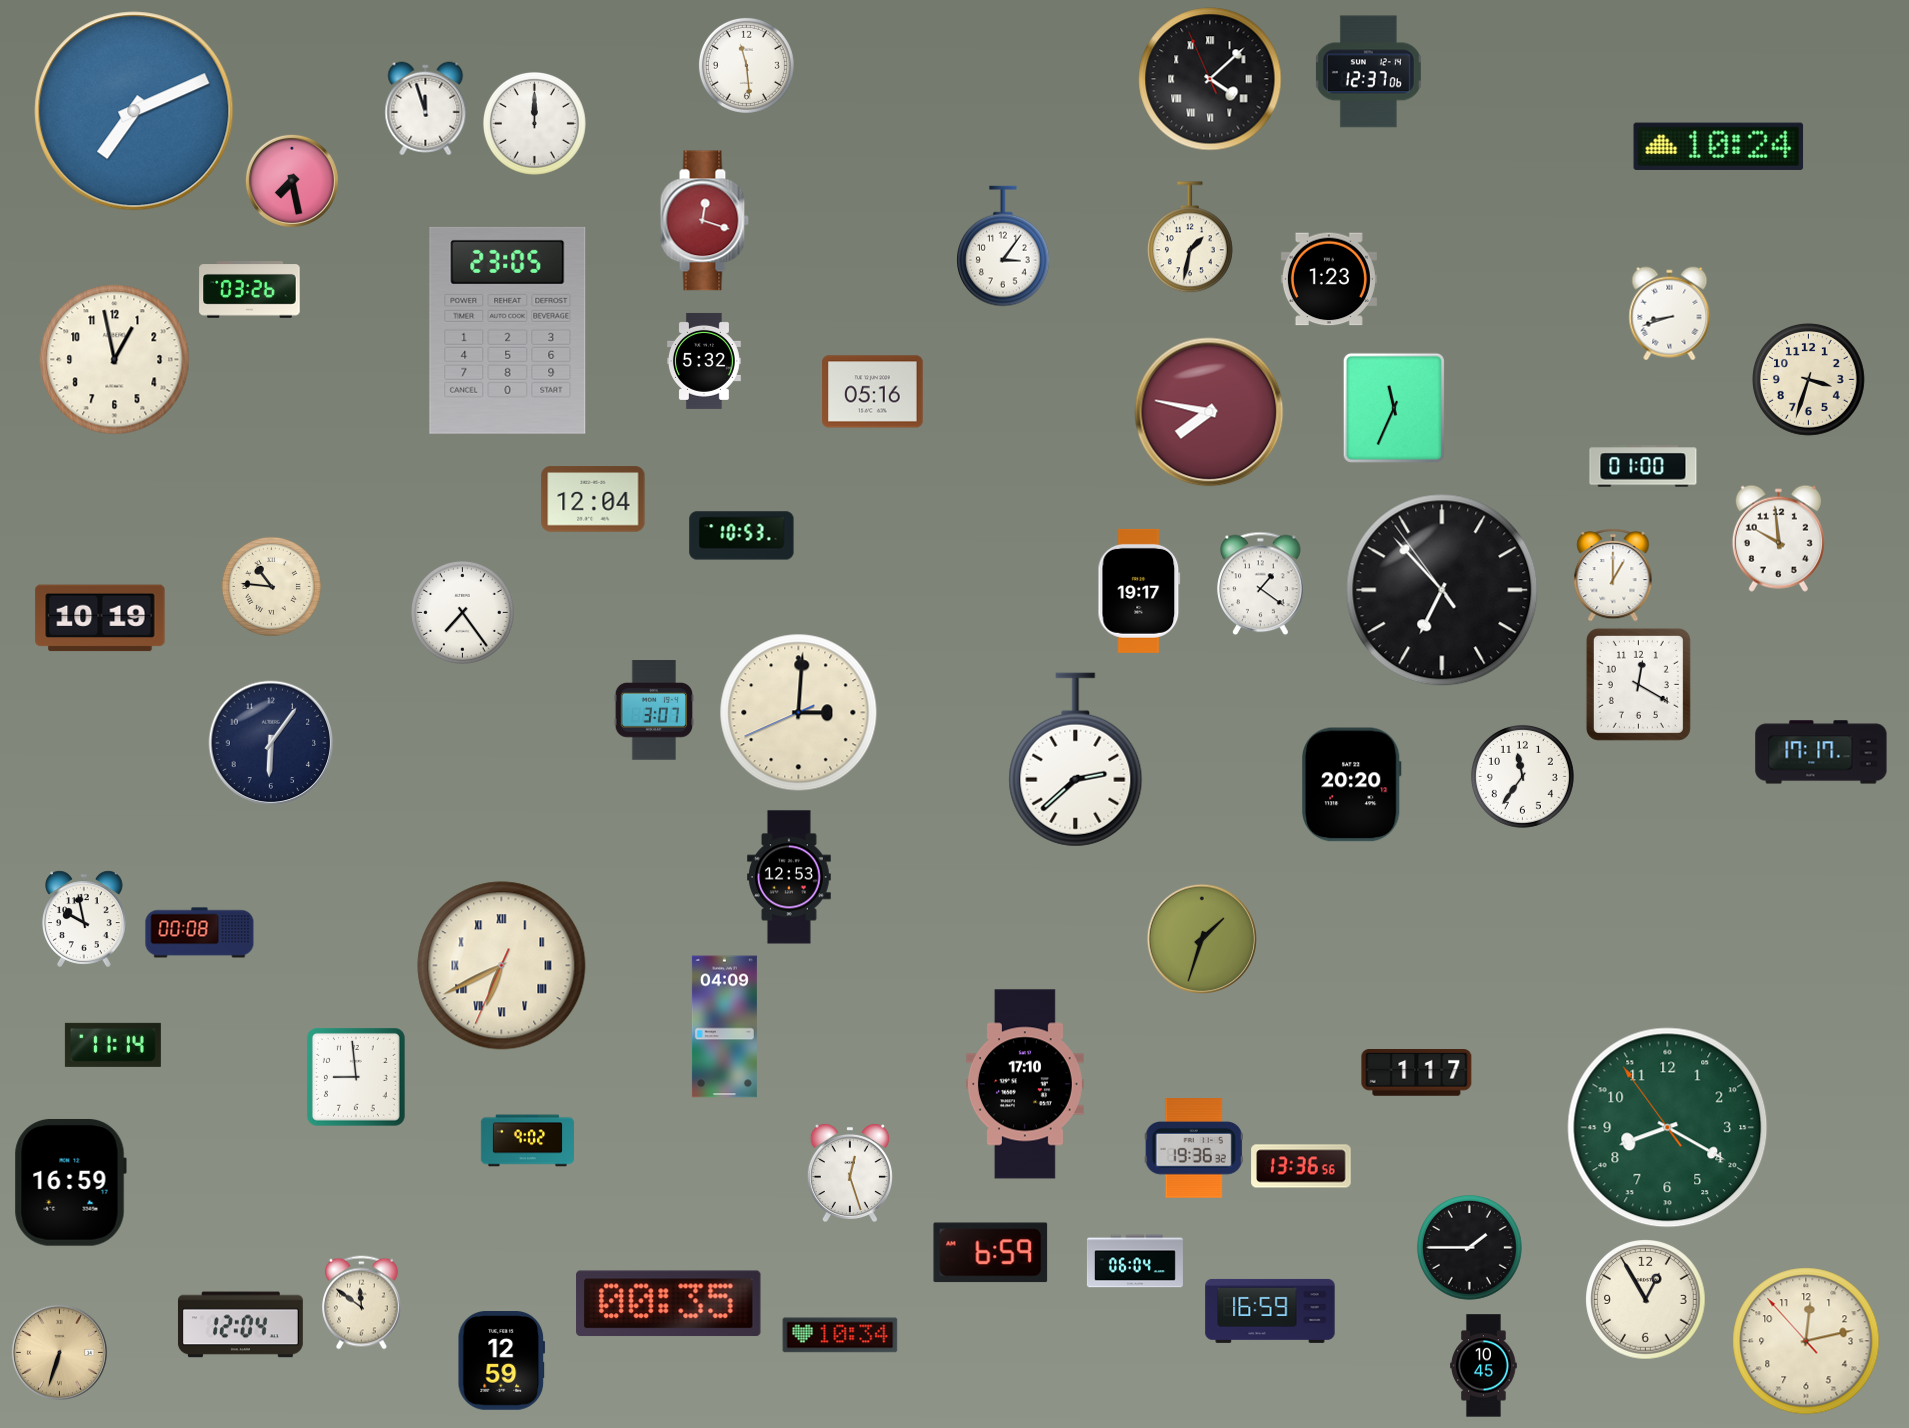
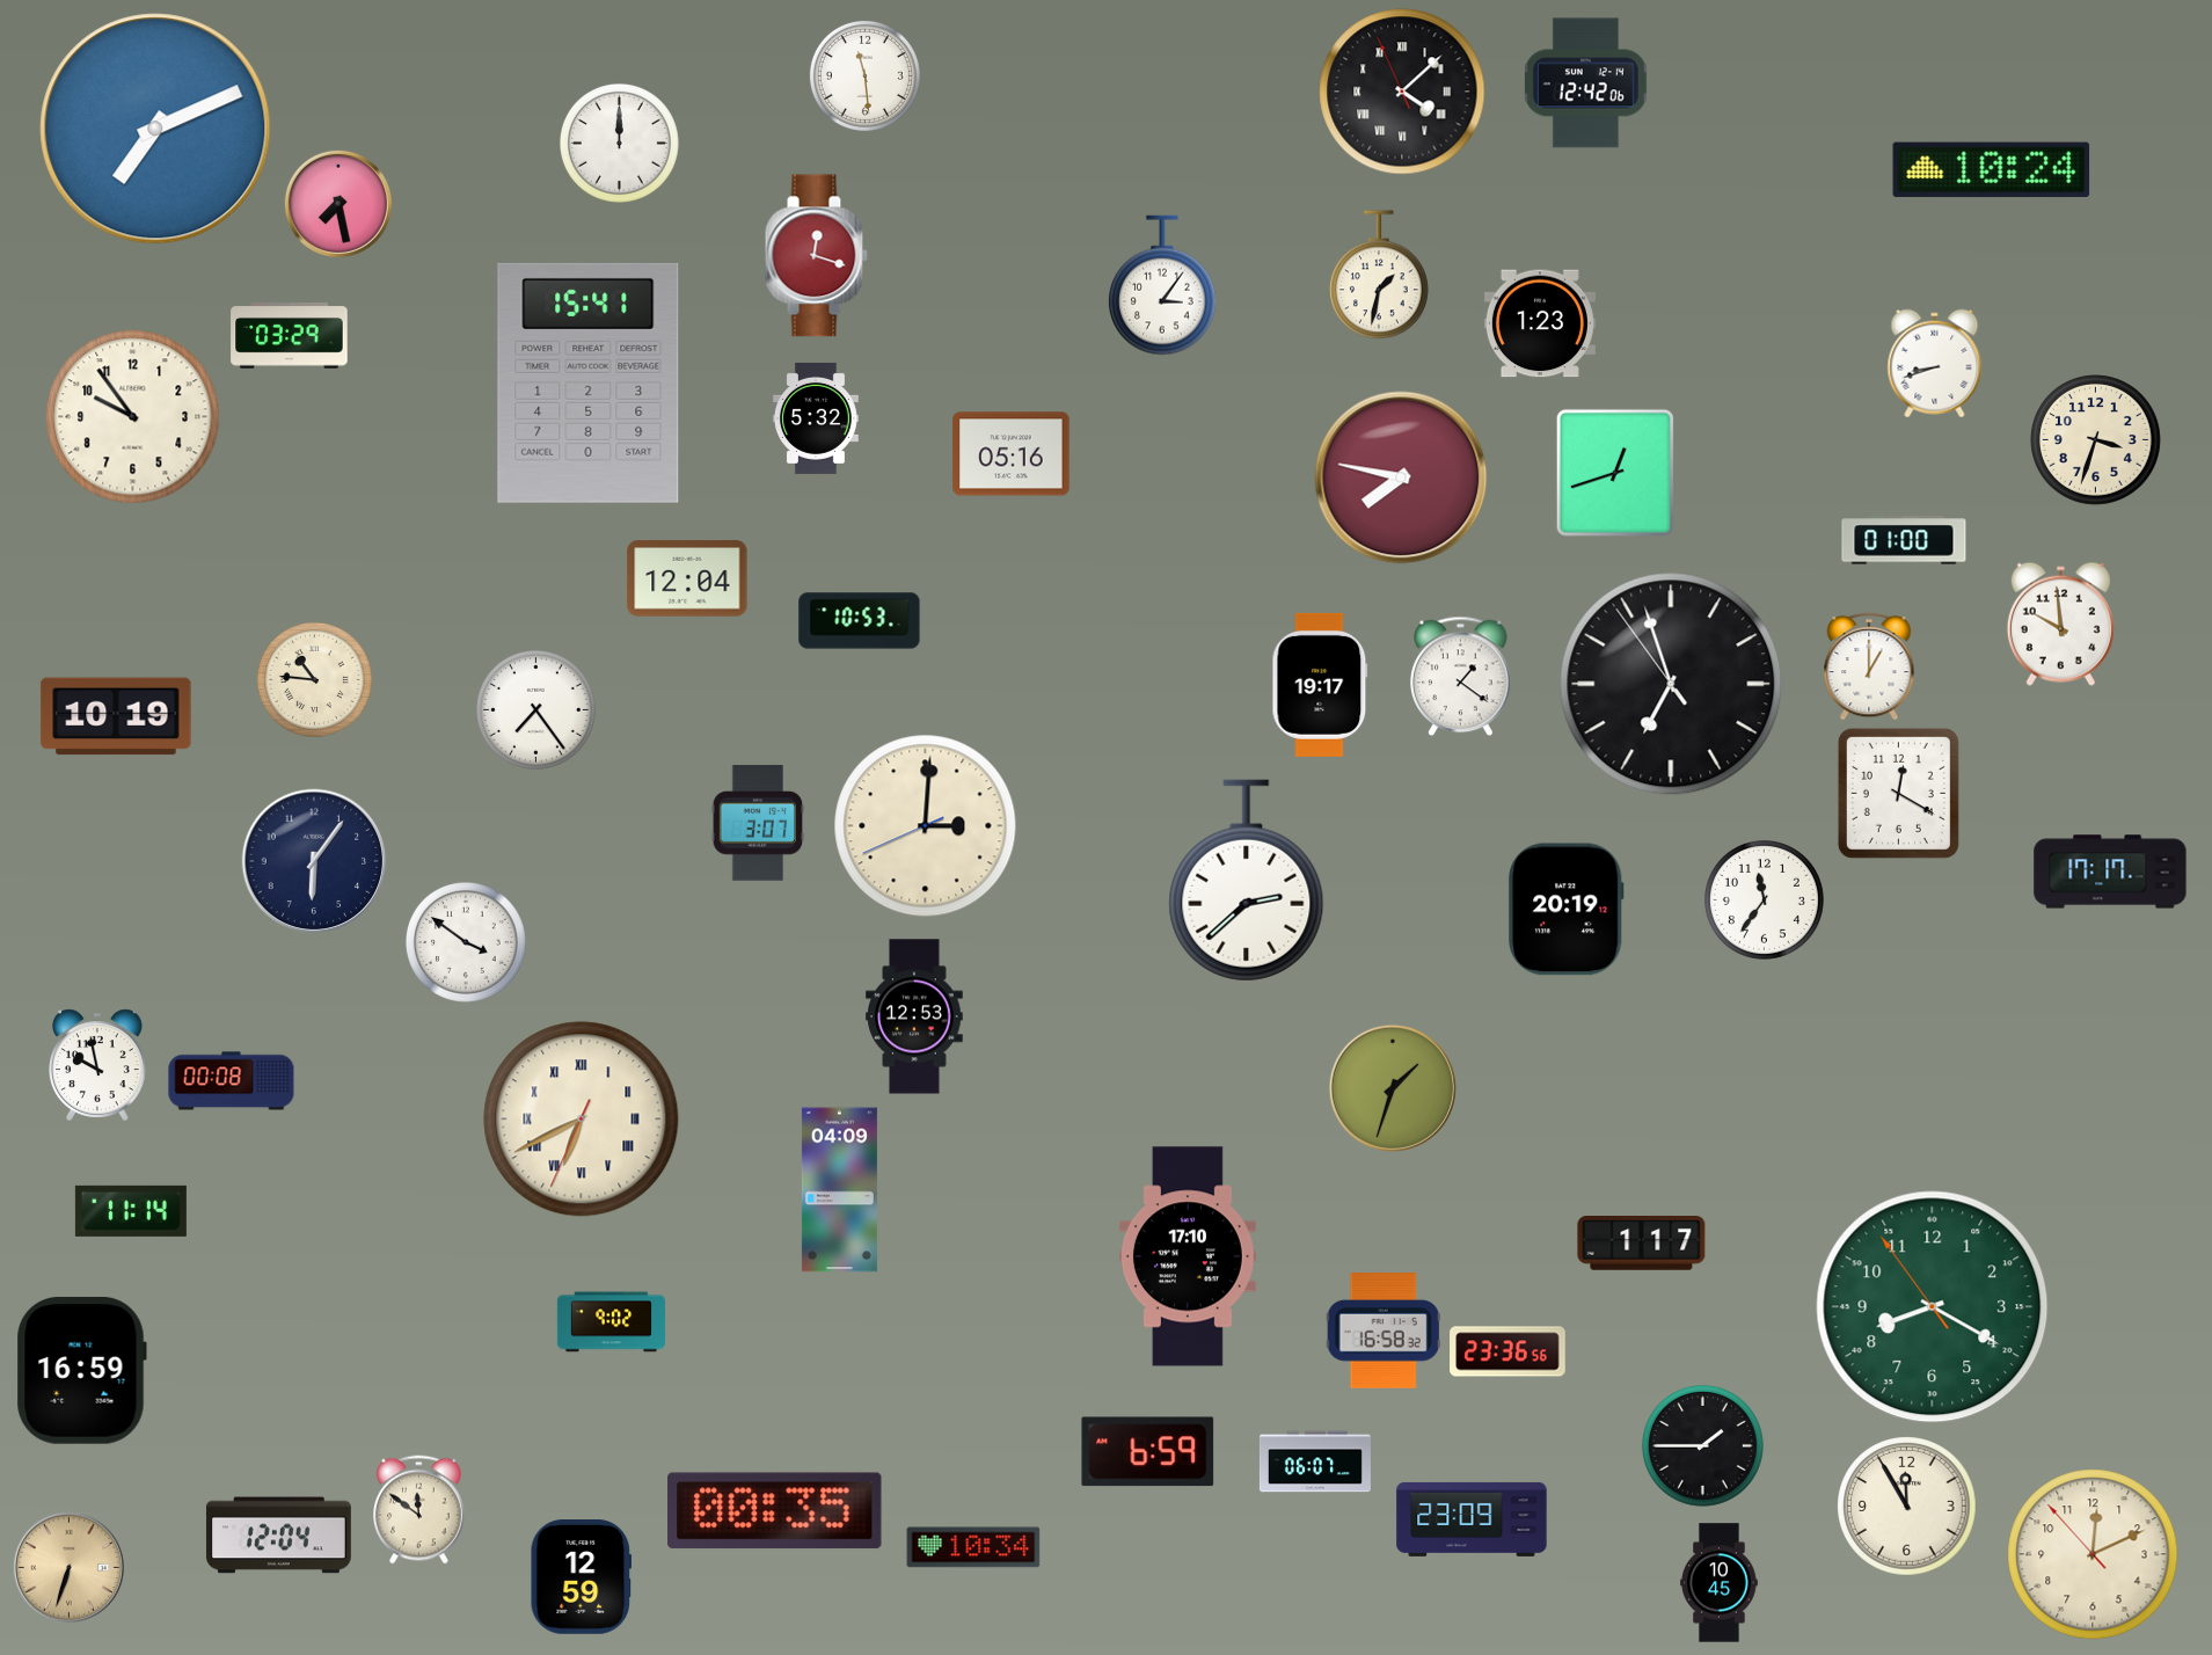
clock at (1368, 72): 12:37 -> 12:42
clock at (426, 109): 11:57 -> none
clock at (292, 181) position: (292, 181) -> (338, 204)
clock at (250, 290): 03:26 -> 03:29
clock at (508, 330): 23:05 -> 15:41
clock at (115, 360): 12:58 -> 9:54
clock at (1394, 408): 11:34 -> 12:42
clock at (1442, 590): 6:52 -> 6:56
clock at (1352, 785): 20:20 -> 20:19
clock at (466, 942): none -> 3:51
clock at (356, 1077): 8:59 -> none
clock at (1194, 1148): 19:36 -> 16:58
clock at (1301, 1166): 13:36 -> 23:36
clock at (850, 1173): 12:27 -> none
clock at (1135, 1261): 06:04 -> 06:07
clock at (1646, 1300): 12:55 -> 11:55
clock at (1270, 1311): 16:59 -> 23:09
clock at (1806, 1341): 12:12 -> 12:10
